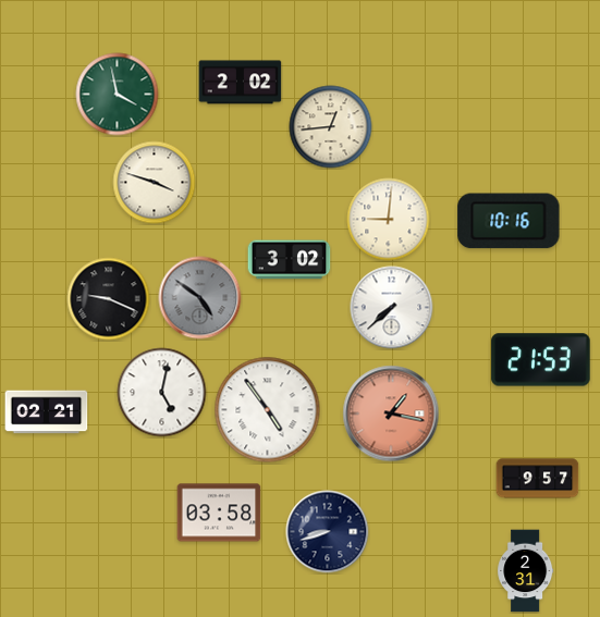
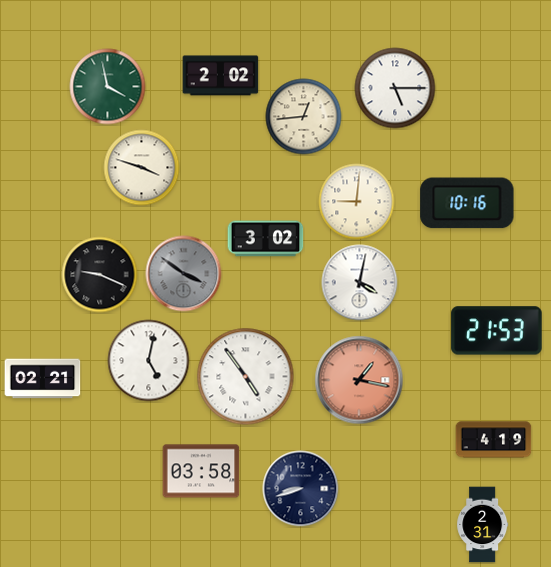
clock at (395, 88): none -> 5:15
clock at (200, 298): 4:51 -> 3:51
clock at (392, 308): 7:38 -> 4:02
clock at (538, 479): 9:57 -> 4:19
